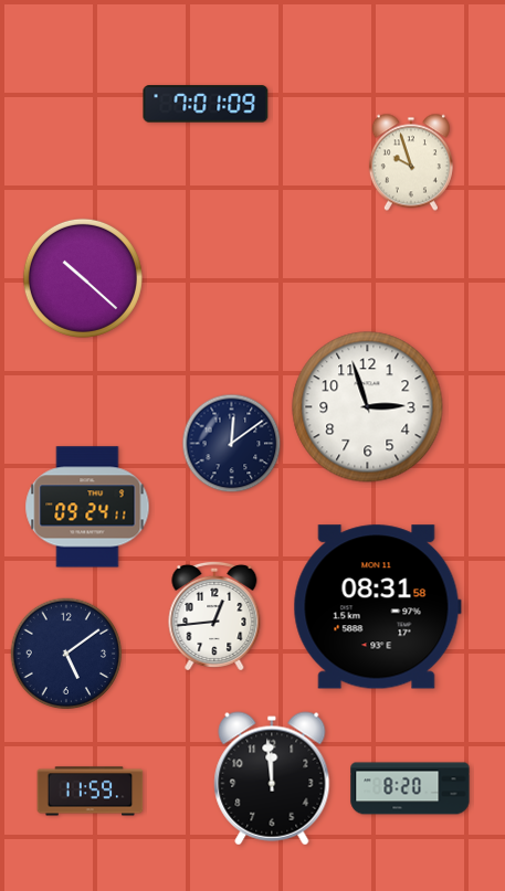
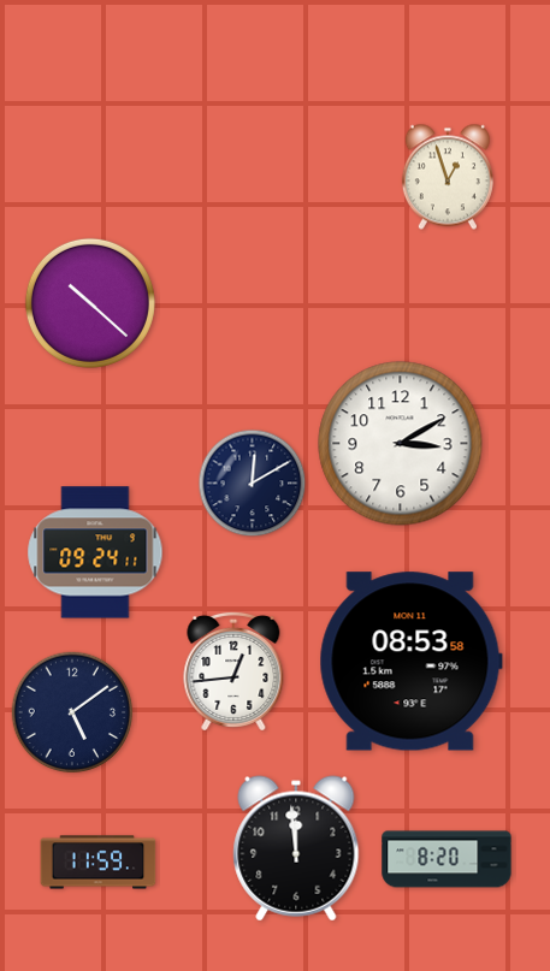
clock at (206, 104): 7:01 -> none
clock at (411, 162): 9:57 -> 12:57
clock at (368, 407): 2:57 -> 3:10
clock at (232, 444): 12:09 -> 12:10
clock at (377, 607): 08:31 -> 08:53
